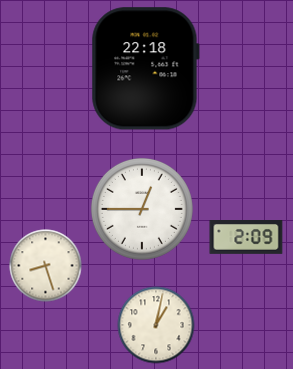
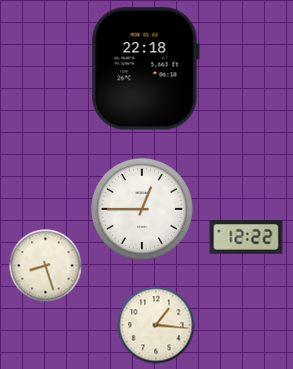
clock at (246, 238): 2:09 -> 12:22
clock at (156, 325): 1:02 -> 1:16
